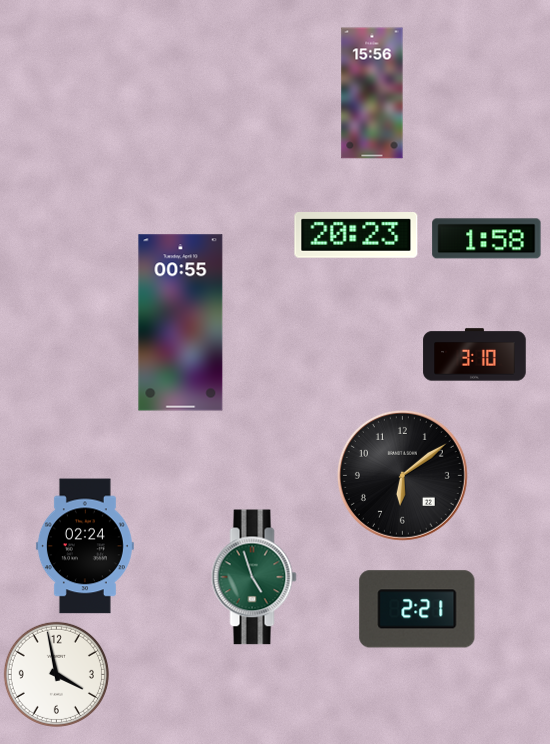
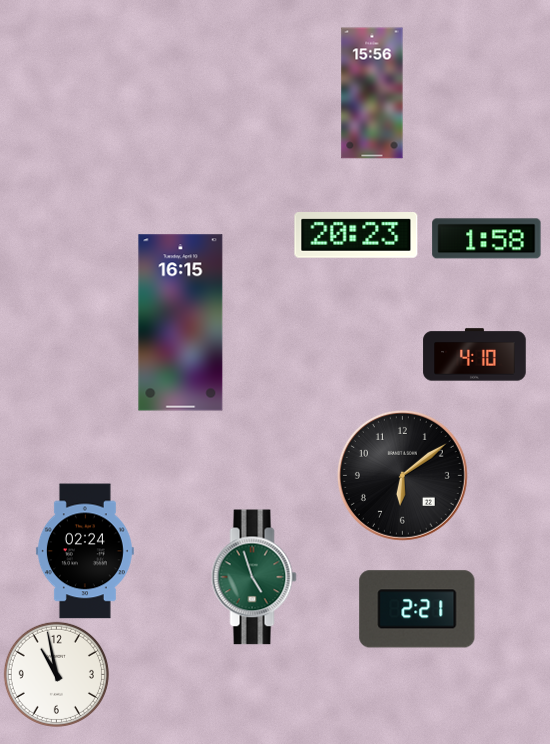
clock at (181, 323): 00:55 -> 16:15
clock at (475, 355): 3:10 -> 4:10
clock at (85, 546) position: (85, 546) -> (85, 551)
clock at (56, 674): 3:58 -> 10:58
